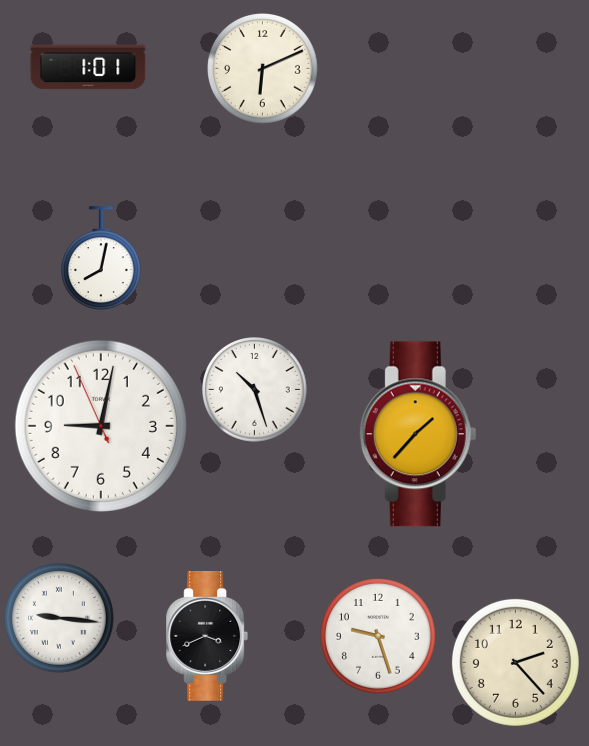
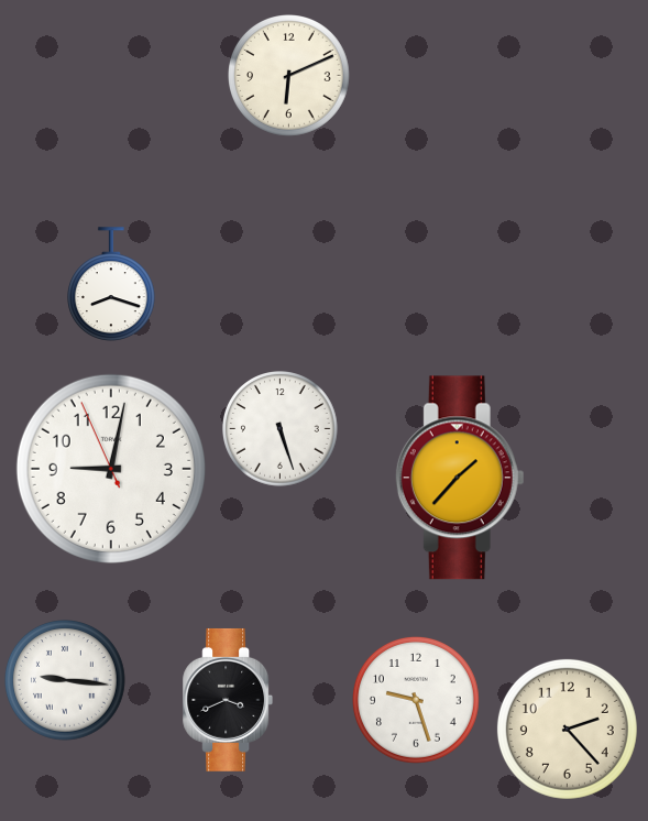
clock at (88, 67): 1:01 -> none
clock at (102, 258): 8:02 -> 8:18
clock at (255, 390): 10:27 -> 5:27
